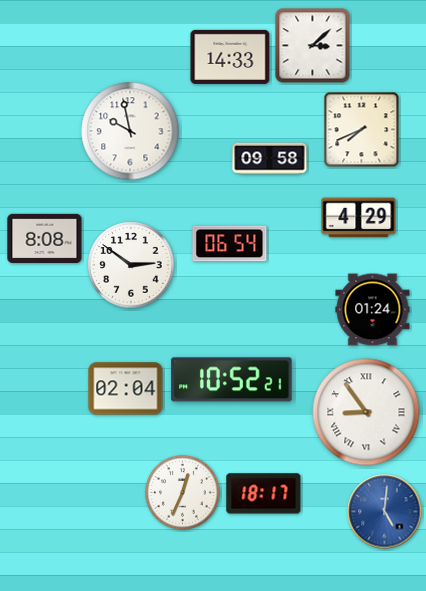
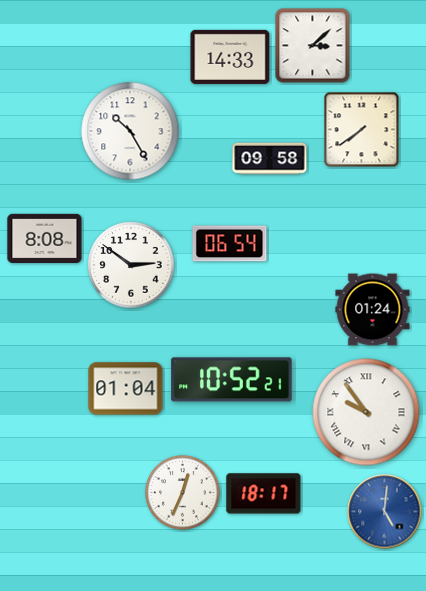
clock at (362, 130): 7:41 -> 7:39
clock at (130, 131): 9:58 -> 10:25
clock at (359, 218): 4:29 -> none
clock at (126, 389): 02:04 -> 01:04
clock at (366, 412): 8:54 -> 9:54
